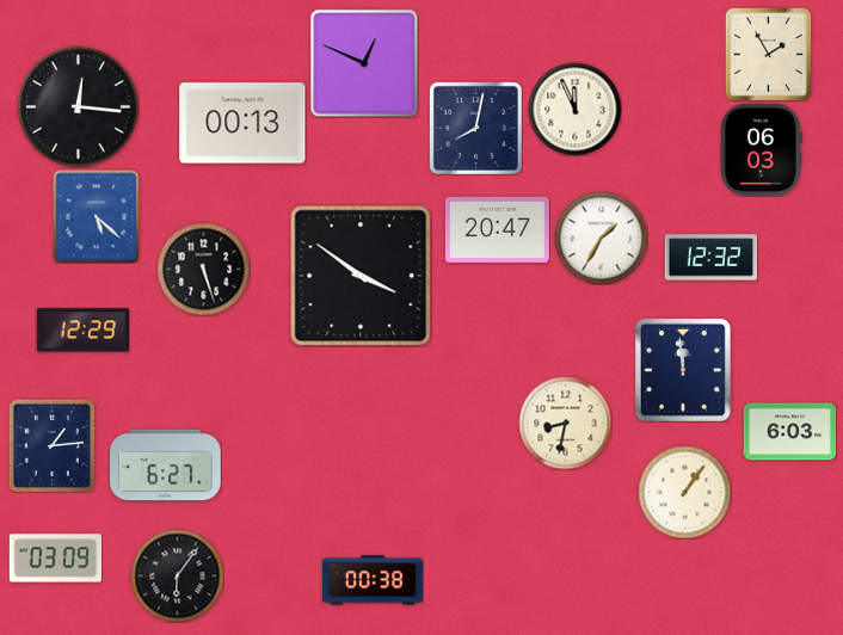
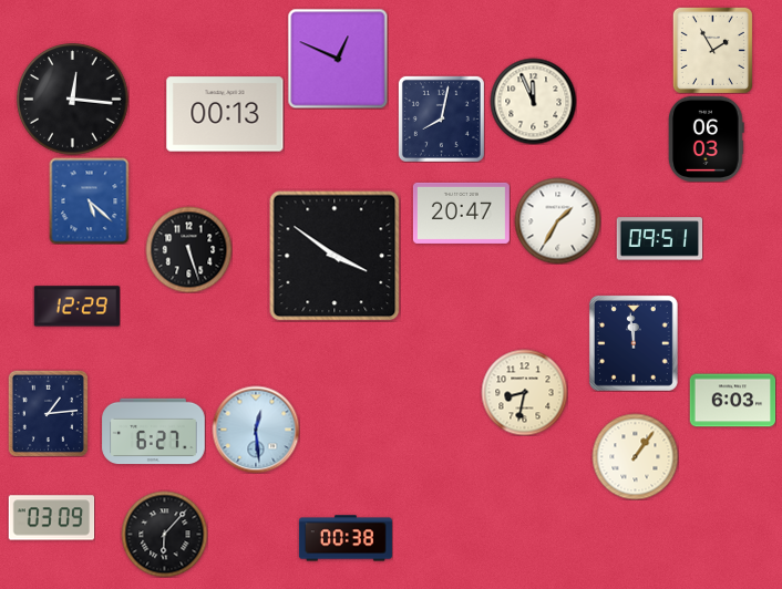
clock at (710, 258): 12:32 -> 09:51
clock at (256, 430): none -> 12:29
clock at (177, 575): 6:06 -> 6:07
